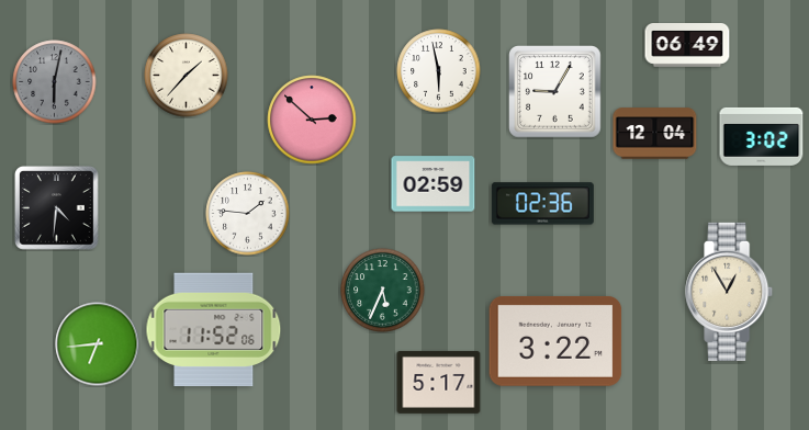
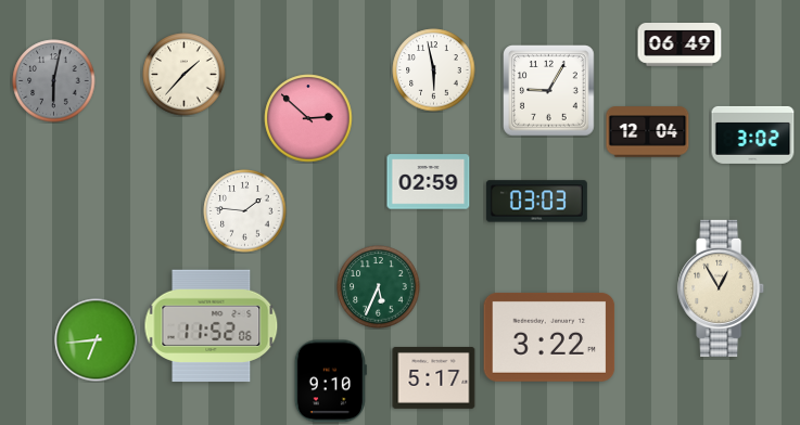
clock at (542, 204): 02:36 -> 03:03
clock at (57, 208): 4:31 -> none
clock at (330, 382): none -> 9:10
